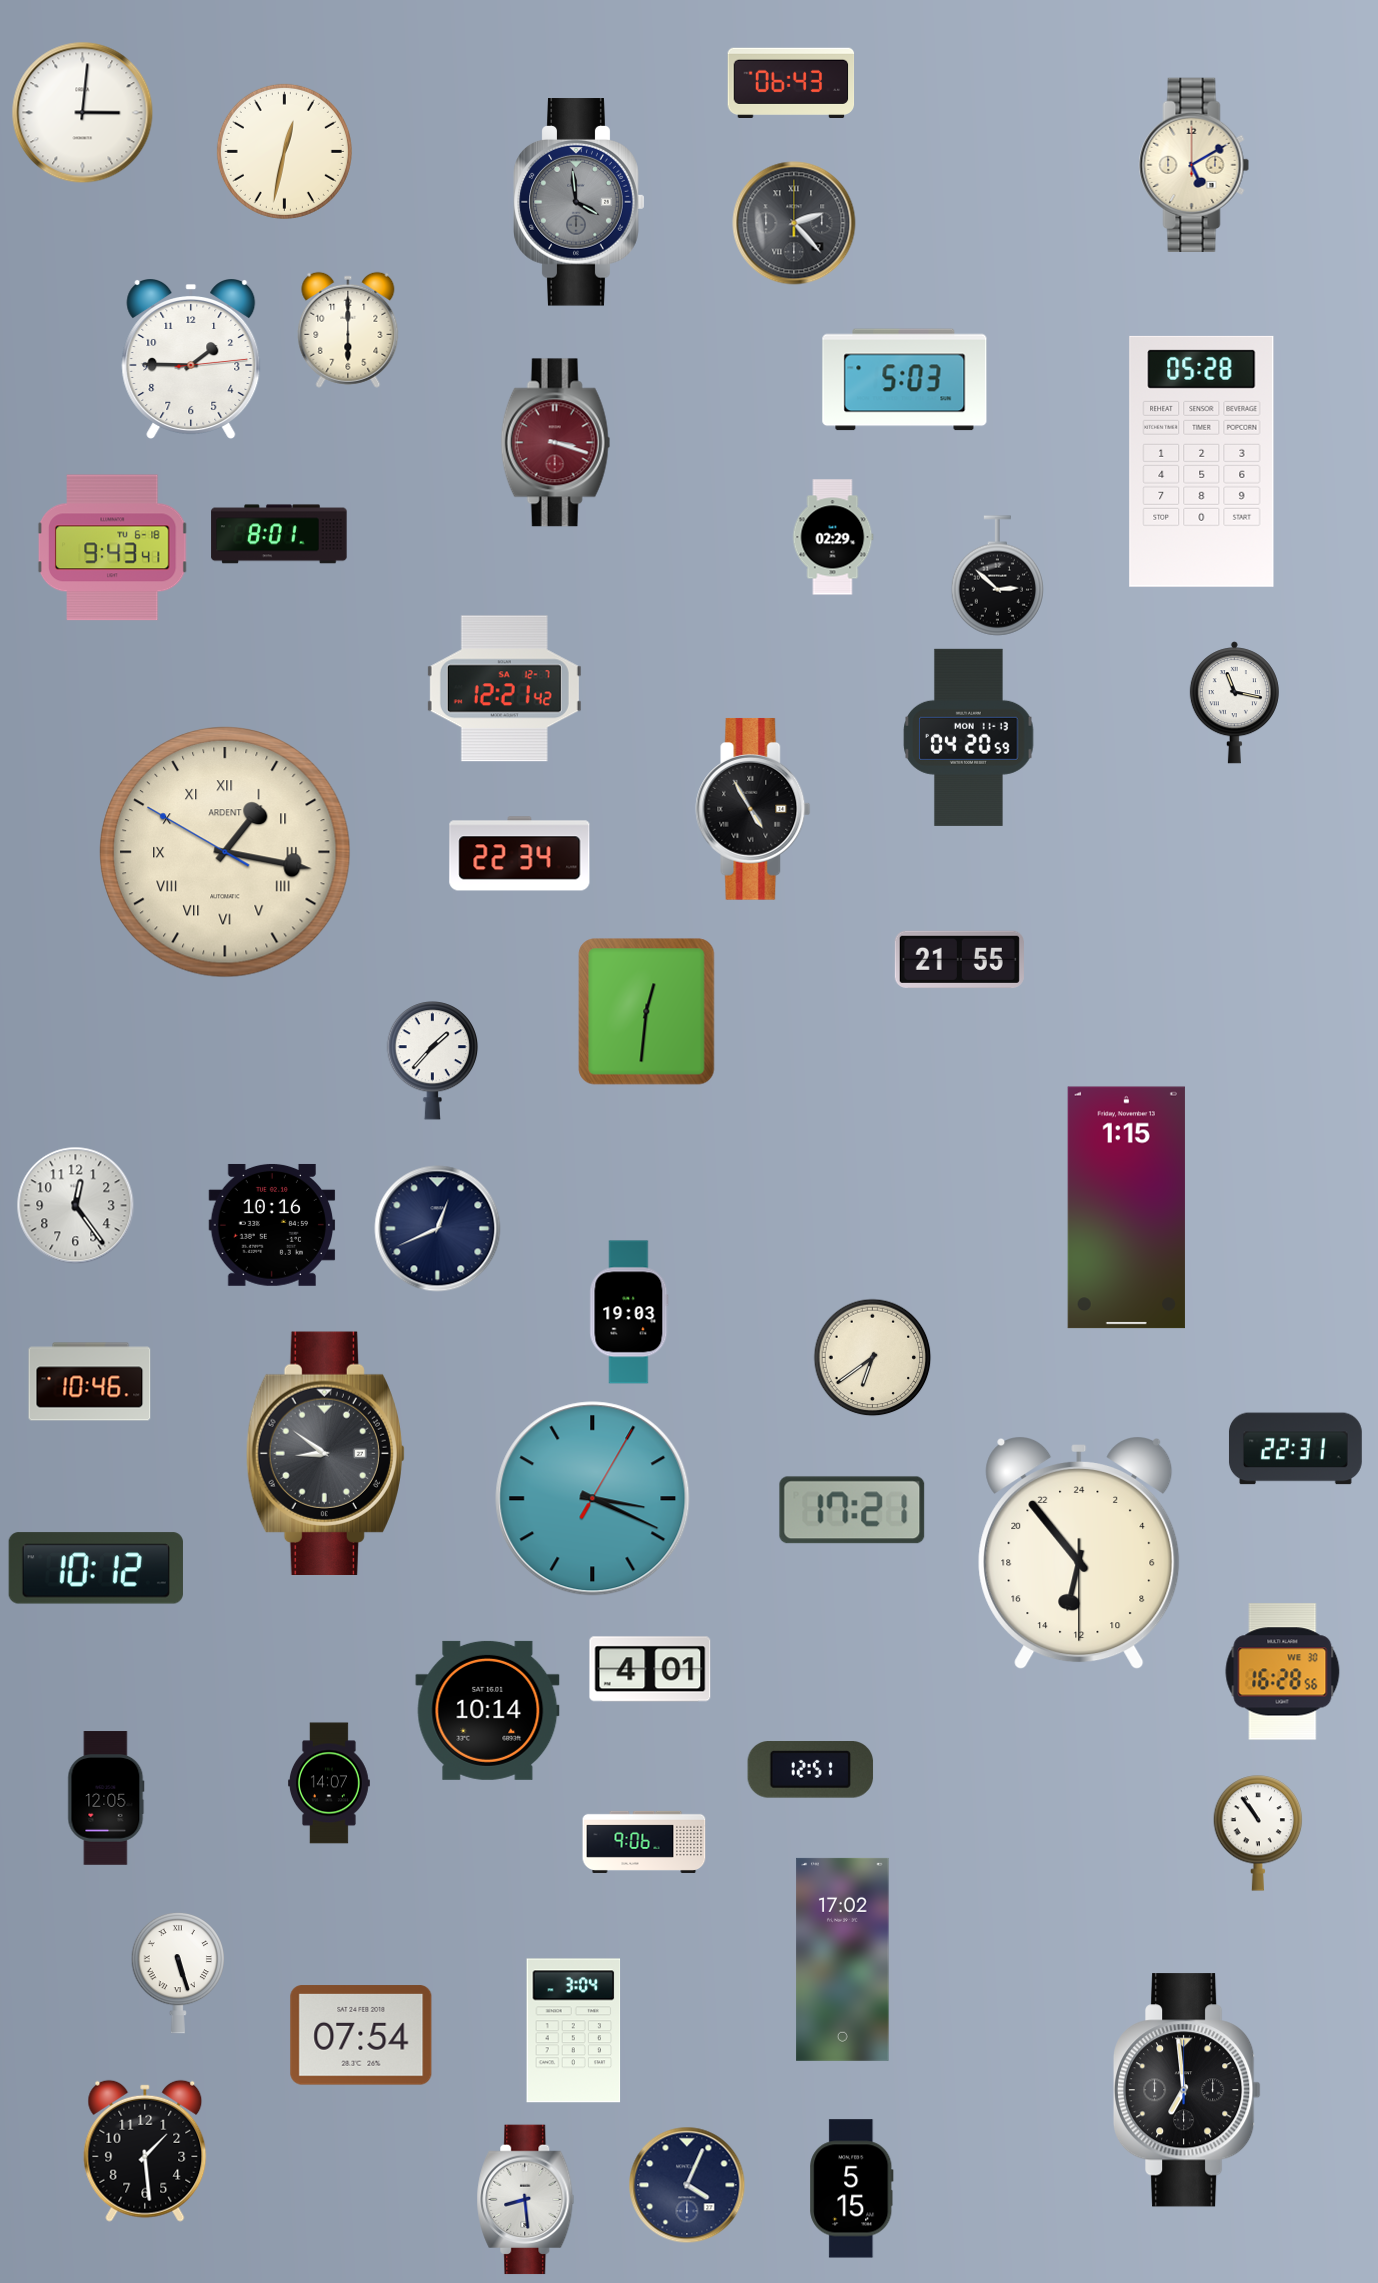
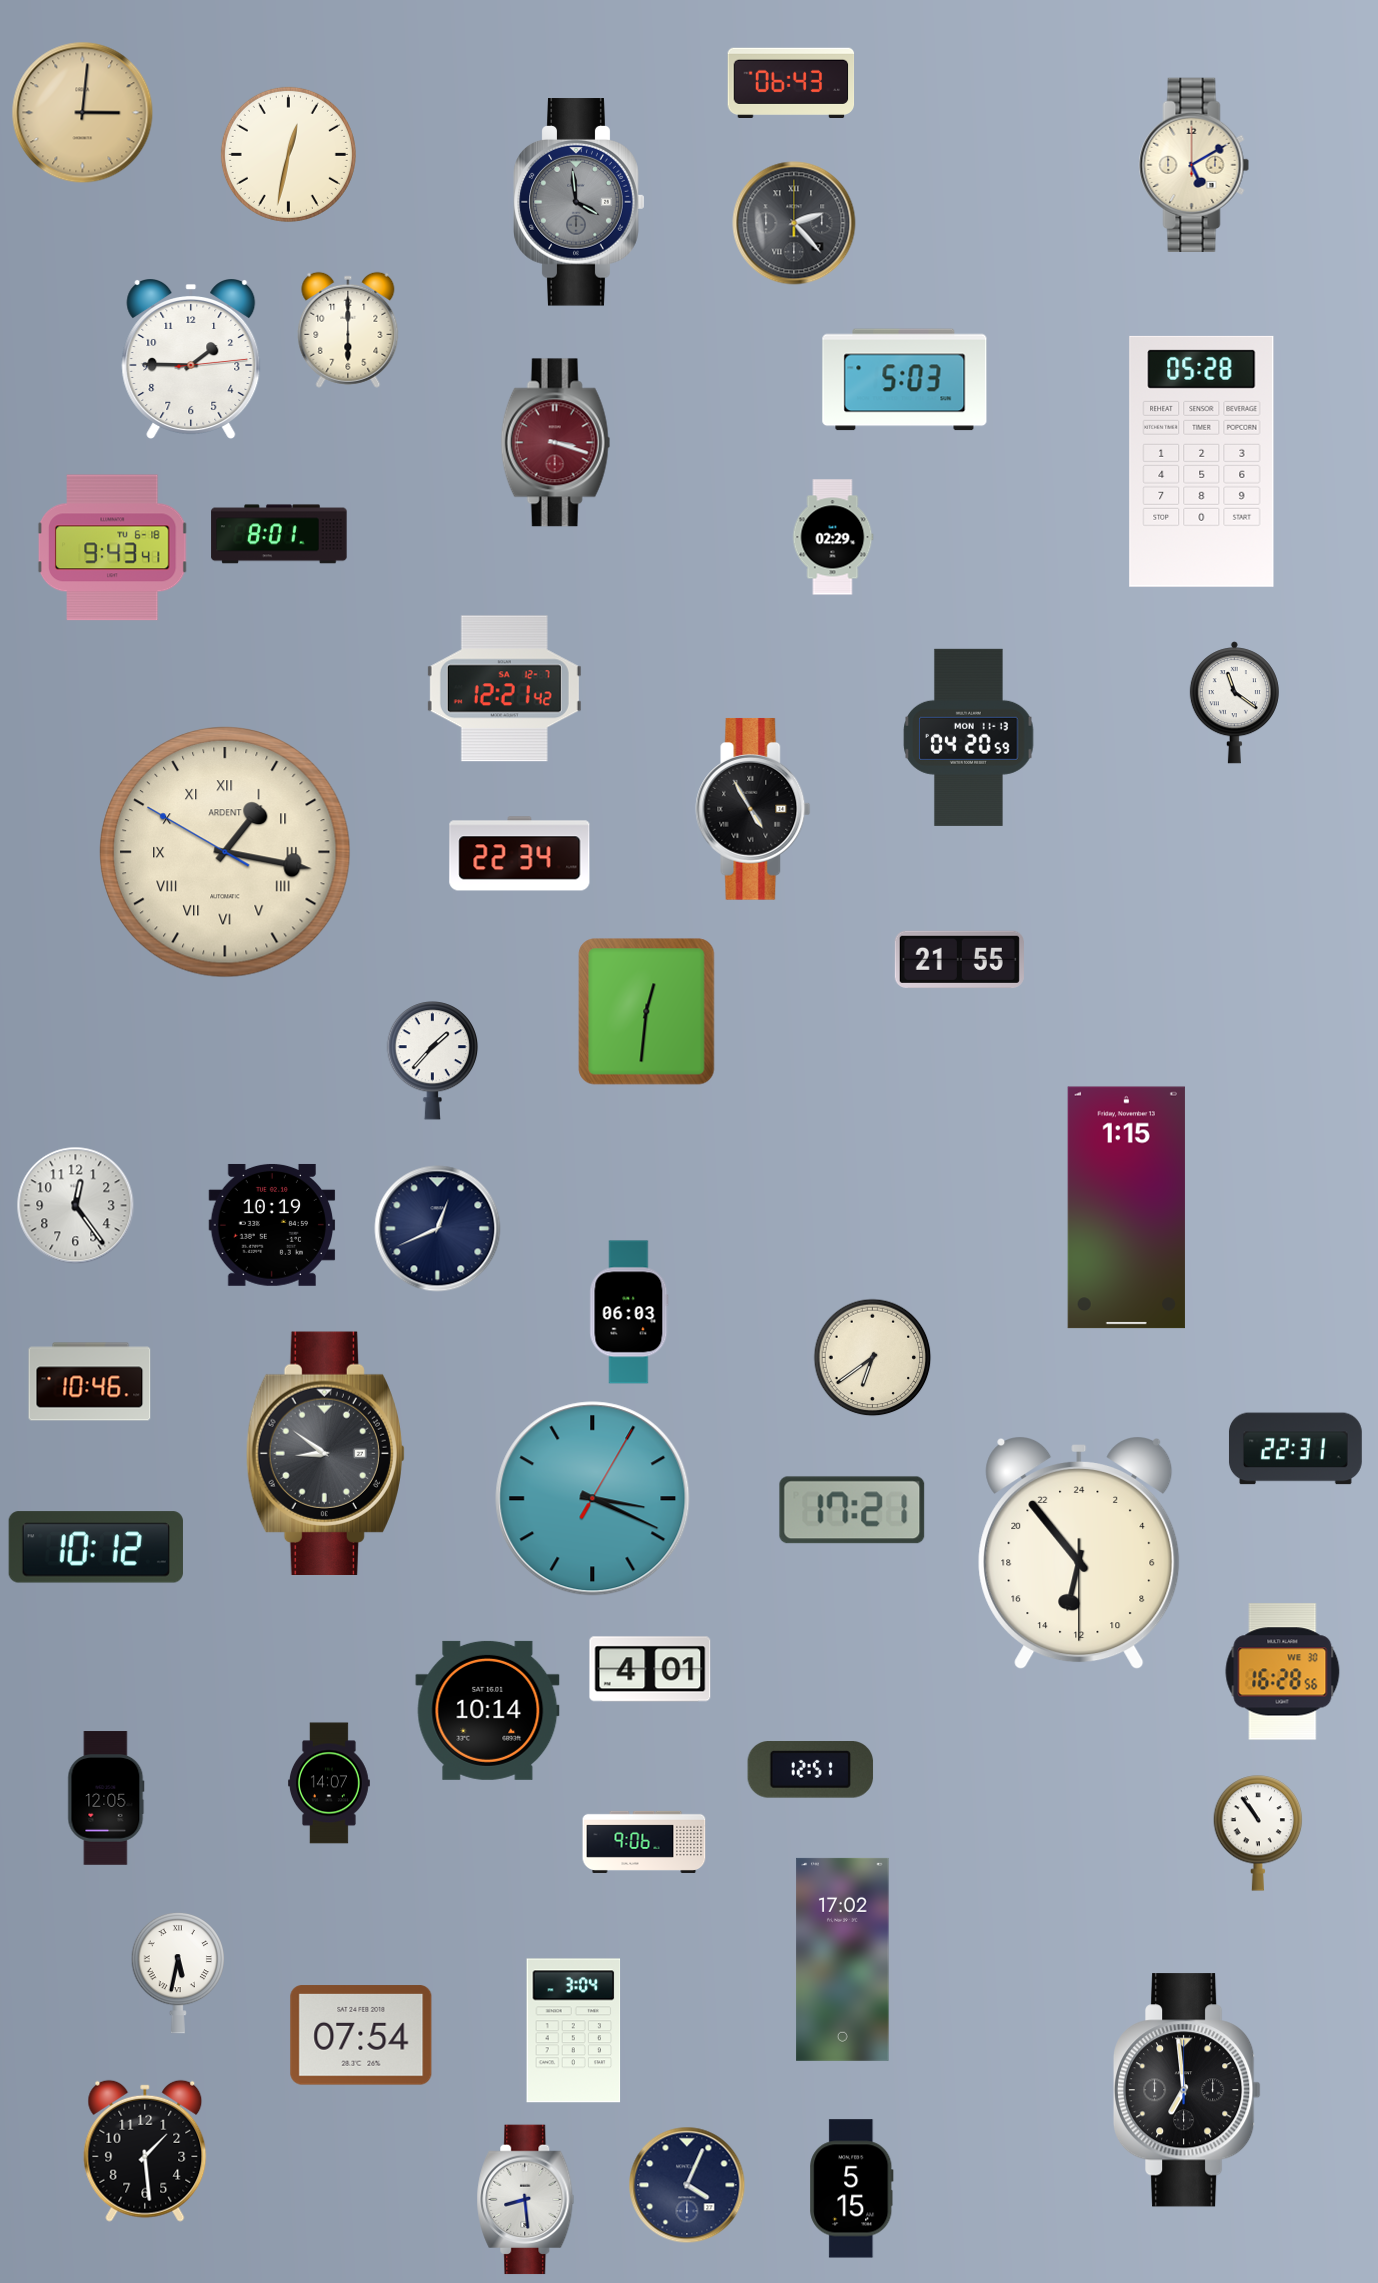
clock at (83, 113) dial: white -> champagne
clock at (284, 151) position: (284, 151) -> (288, 154)
clock at (997, 576): 2:52 -> none
clock at (1234, 703): 11:17 -> 11:21
clock at (272, 1225): 10:16 -> 10:19
clock at (629, 1312): 19:03 -> 06:03
clock at (96, 1568) position: (96, 1568) -> (96, 1547)
clock at (177, 1973): 5:27 -> 5:32
